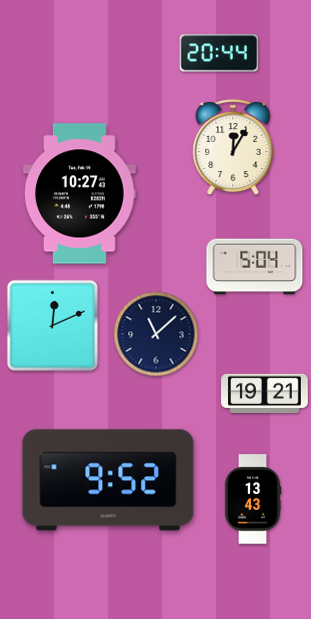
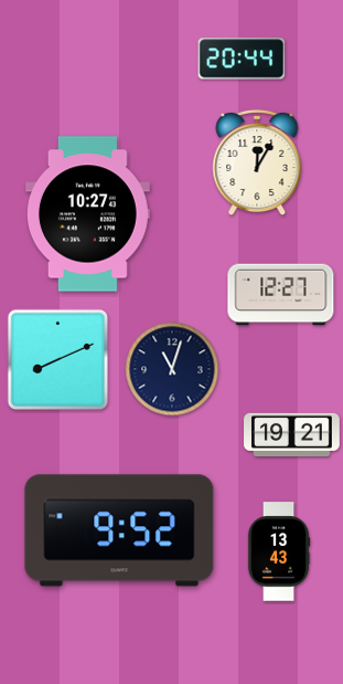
clock at (255, 267): 5:04 -> 12:27
clock at (52, 325): 12:11 -> 8:11
clock at (156, 334): 11:08 -> 11:03
